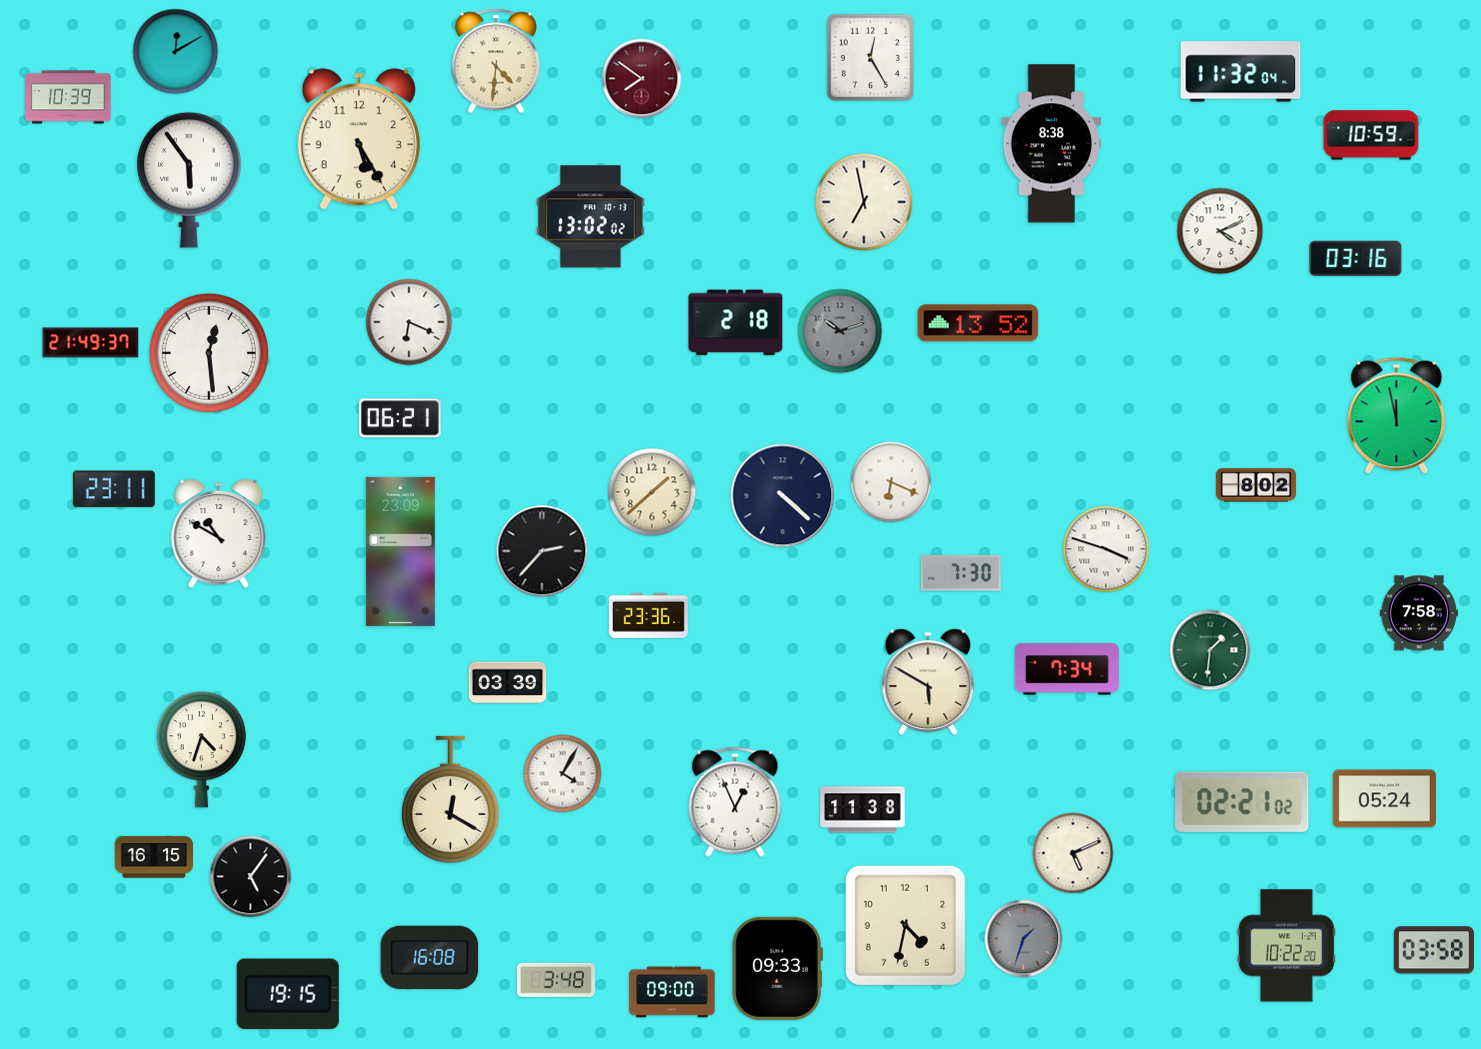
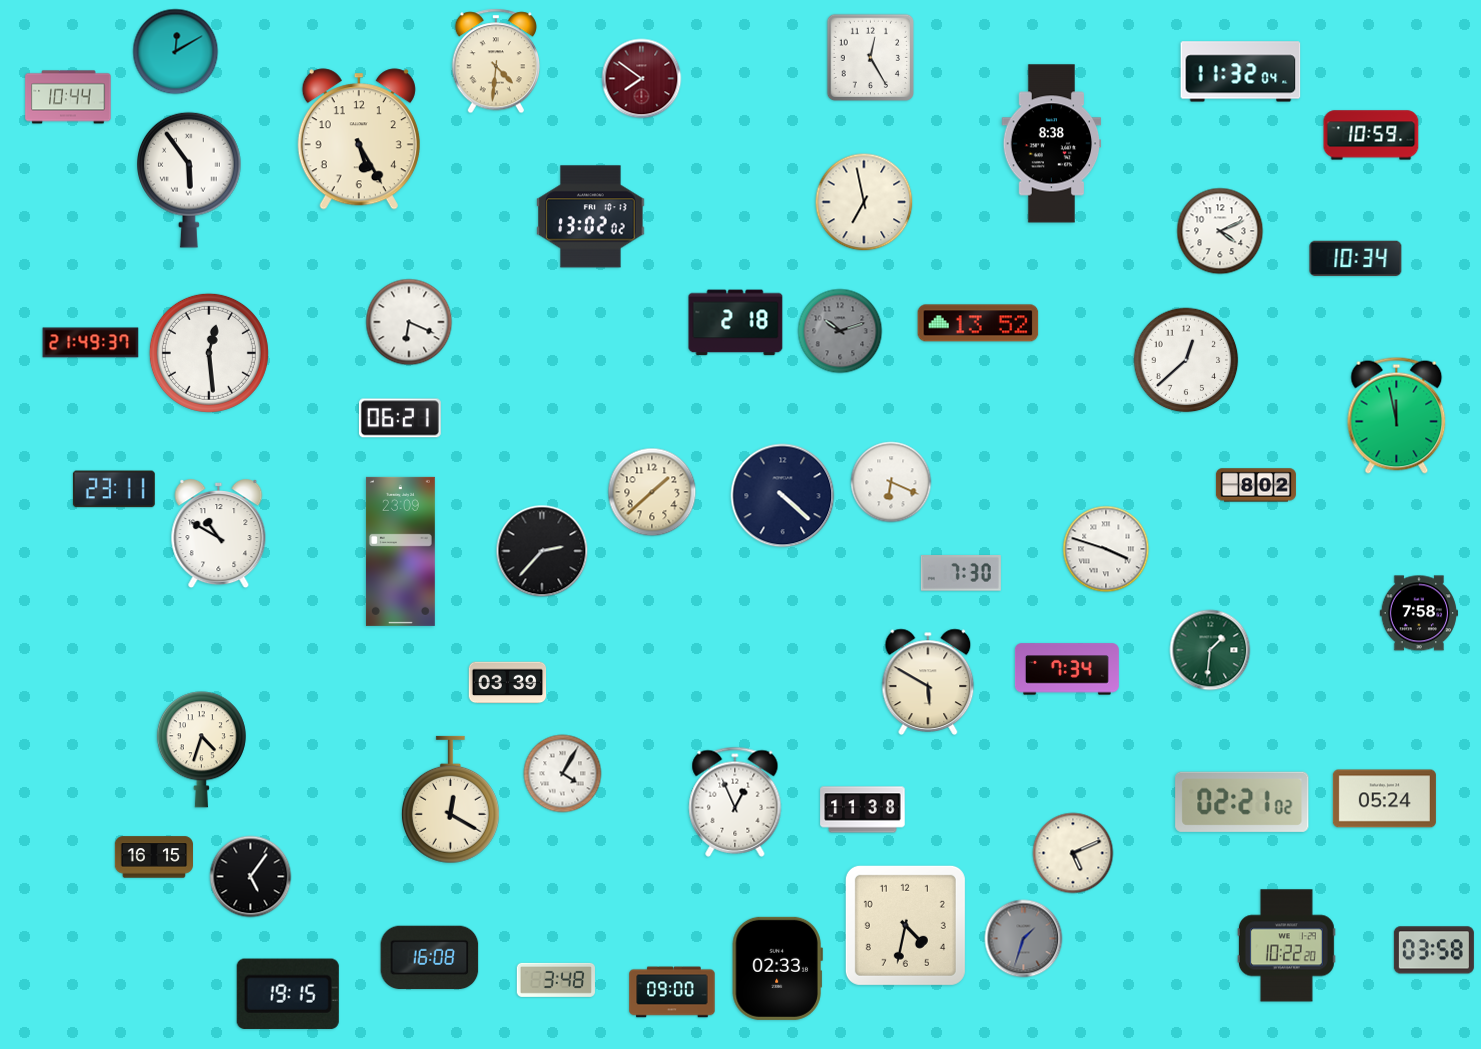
clock at (68, 97): 10:39 -> 10:44
clock at (1356, 258): 03:16 -> 10:34
clock at (1186, 360): none -> 12:38
clock at (648, 615): 23:36 -> none
clock at (777, 968): 09:33 -> 02:33
